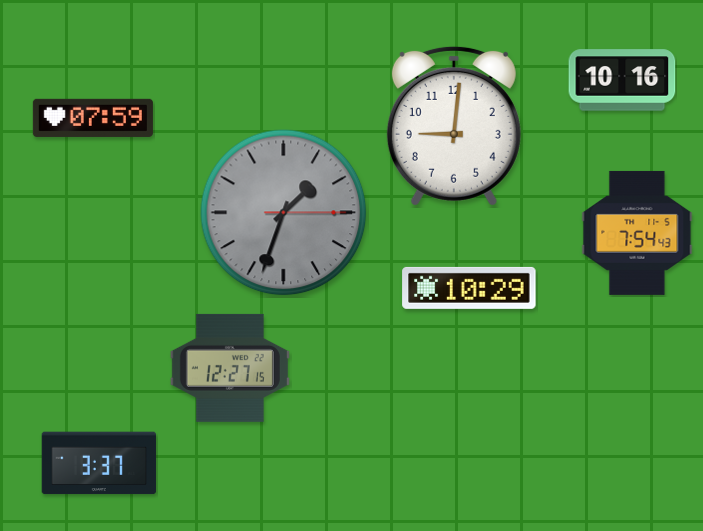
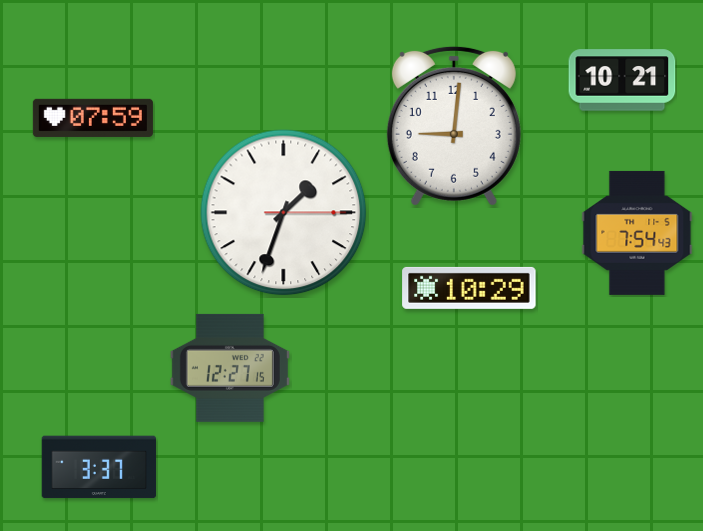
clock at (622, 80): 10:16 -> 10:21
clock at (284, 213) dial: grey -> white
clock at (99, 463) position: (99, 463) -> (99, 467)
